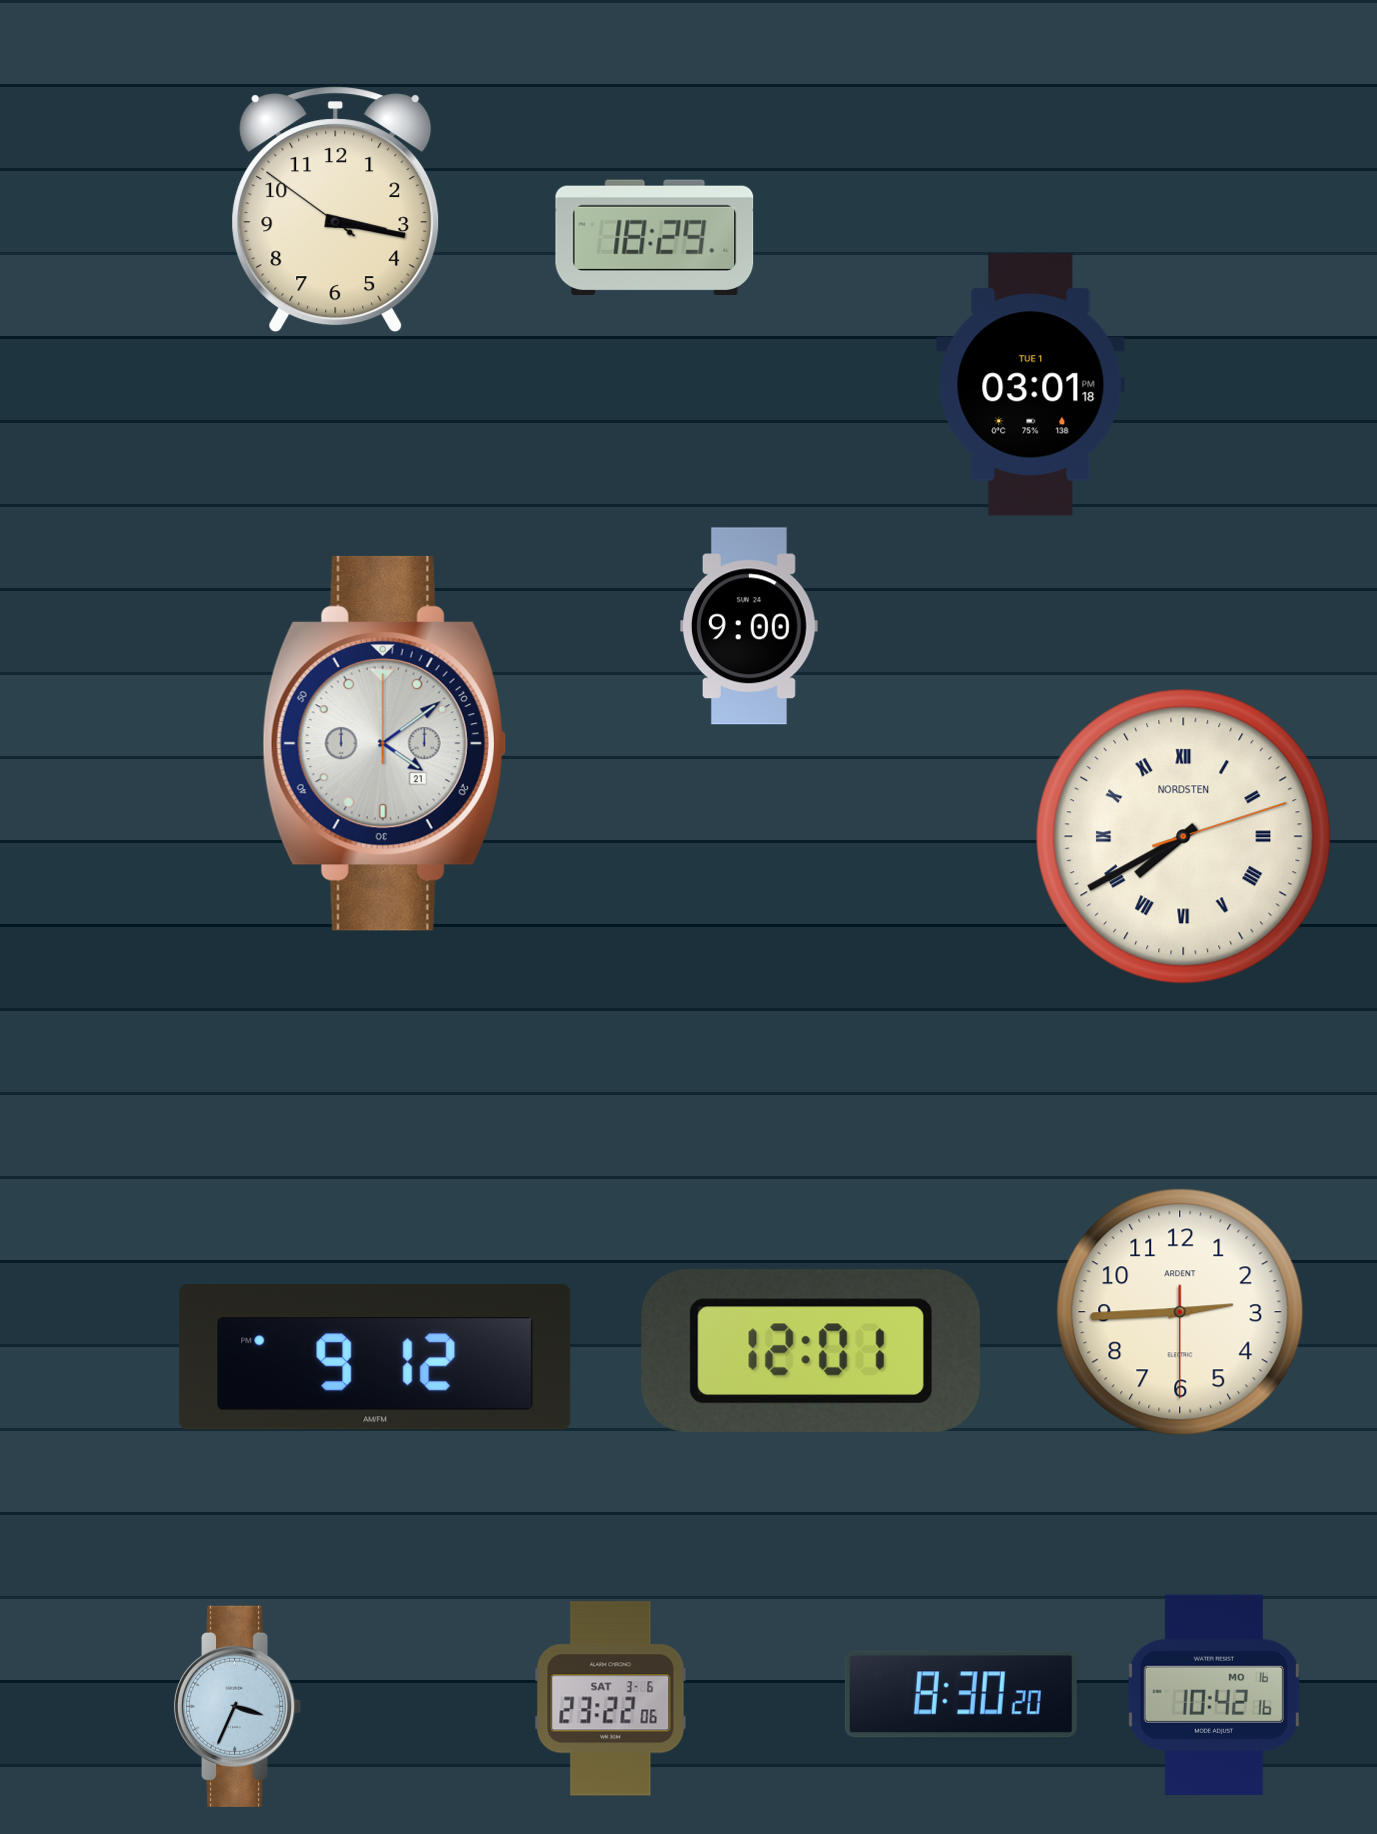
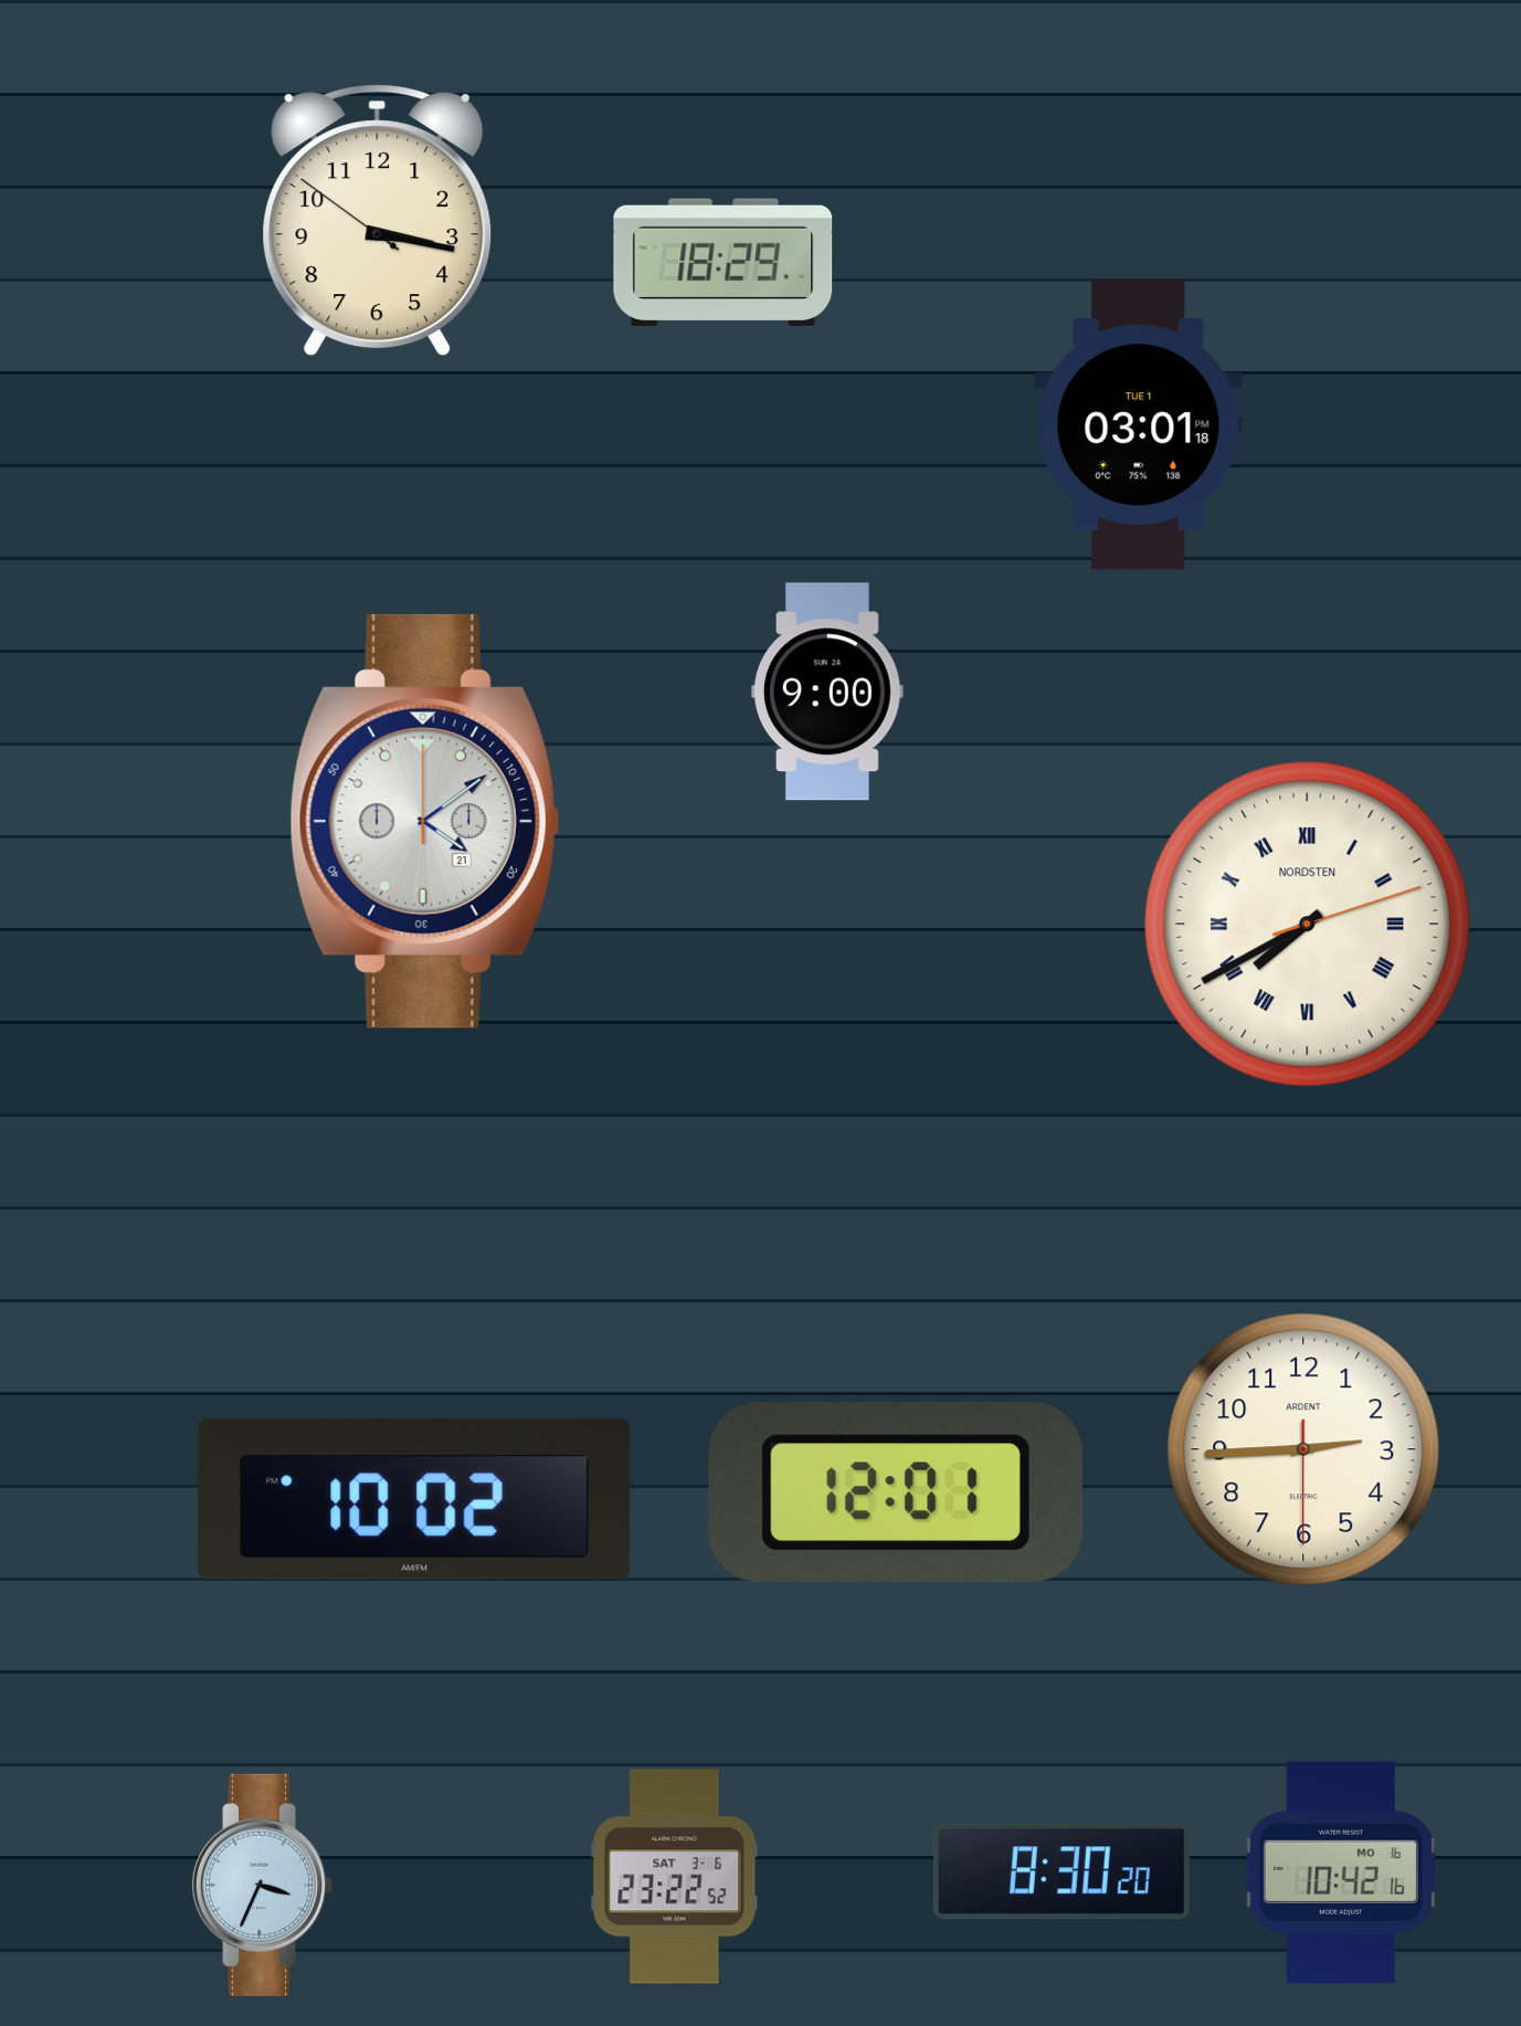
clock at (336, 210) position: (336, 210) -> (378, 221)
clock at (375, 1357): 9:12 -> 10:02
clock at (611, 1699): 23:22:06 -> 23:22:52
